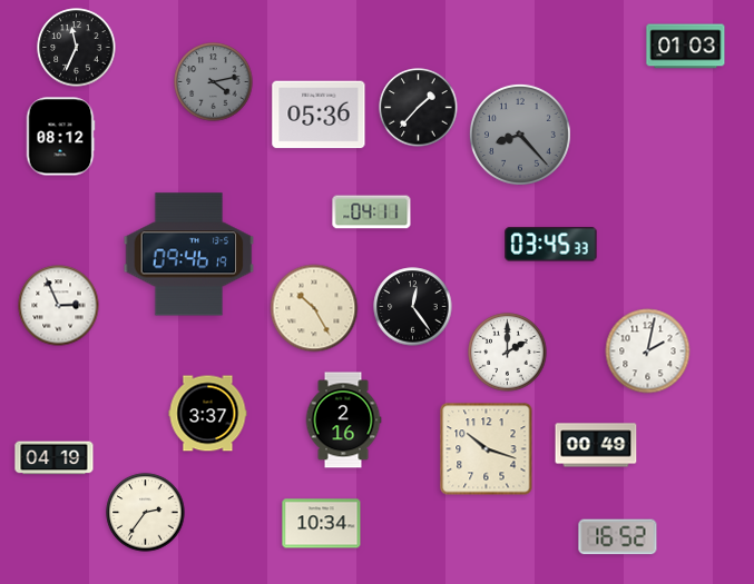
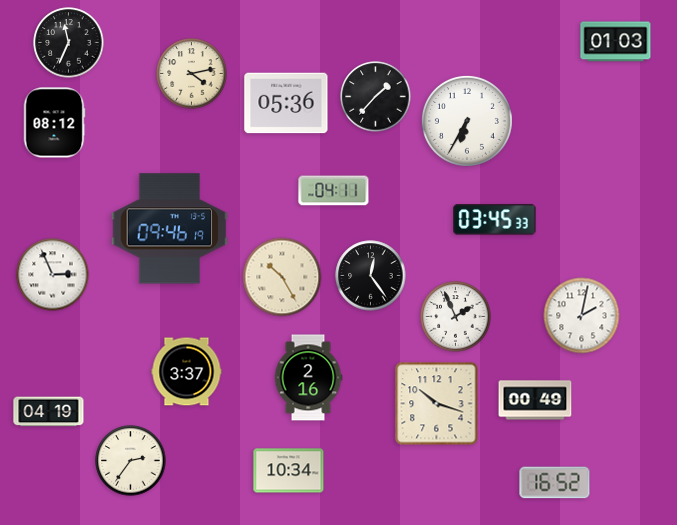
clock at (214, 82) dial: grey -> cream
clock at (520, 135): 8:23 -> 6:35
clock at (520, 135) dial: grey -> white
clock at (508, 353): 2:00 -> 1:56
